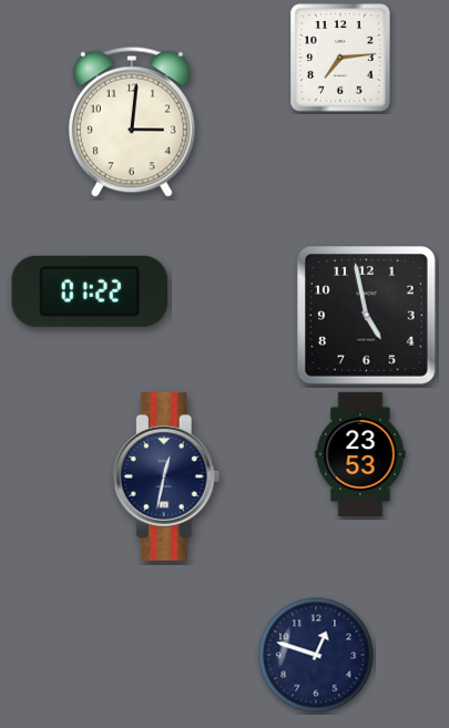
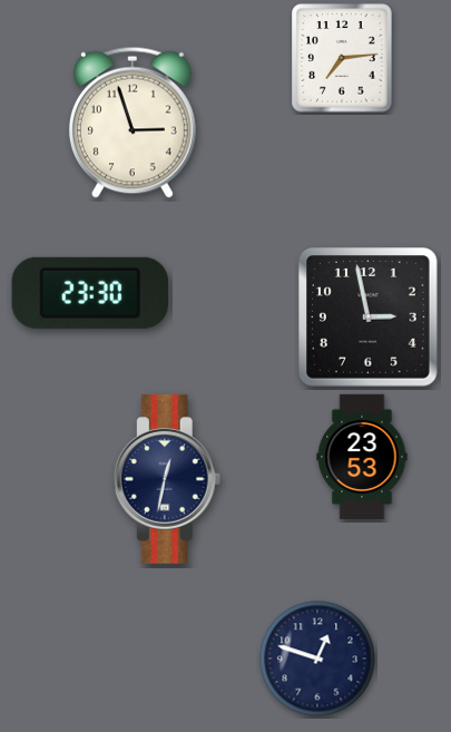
clock at (132, 122): 3:01 -> 2:57
clock at (90, 291): 01:22 -> 23:30
clock at (367, 316): 4:58 -> 2:58
